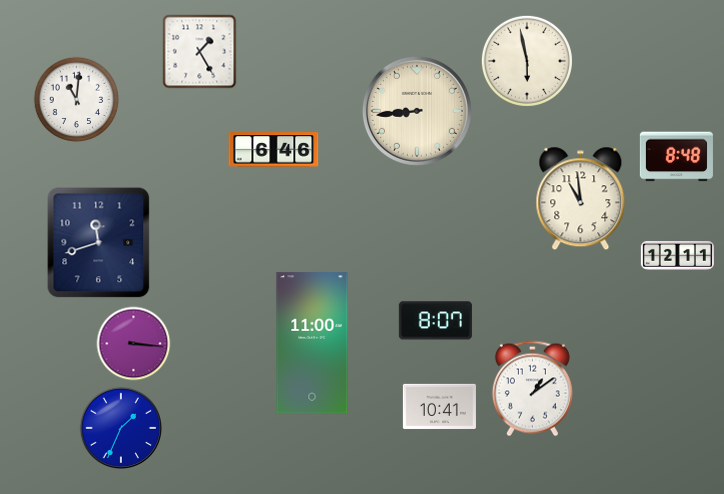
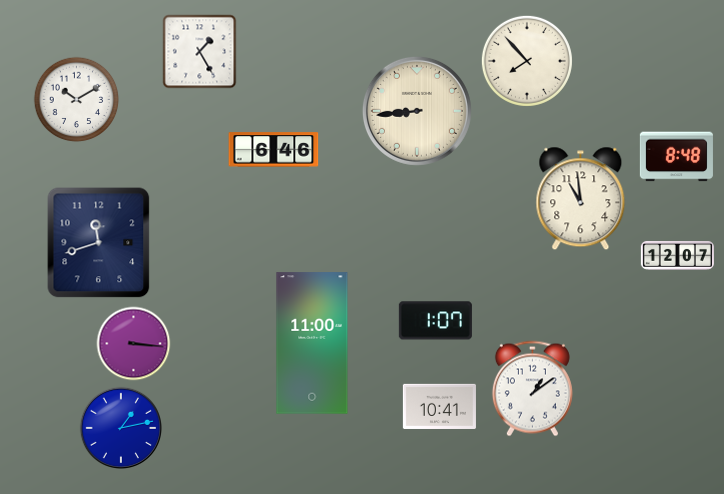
clock at (527, 61): 5:58 -> 7:53
clock at (77, 100): 11:01 -> 10:10
clock at (677, 256): 12:11 -> 12:07
clock at (435, 321): 8:07 -> 1:07
clock at (120, 427): 1:34 -> 1:13
